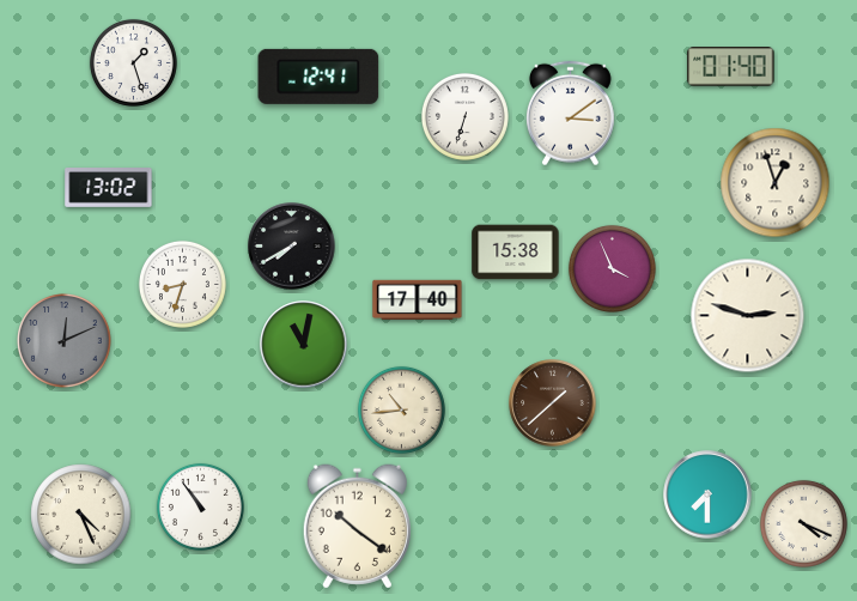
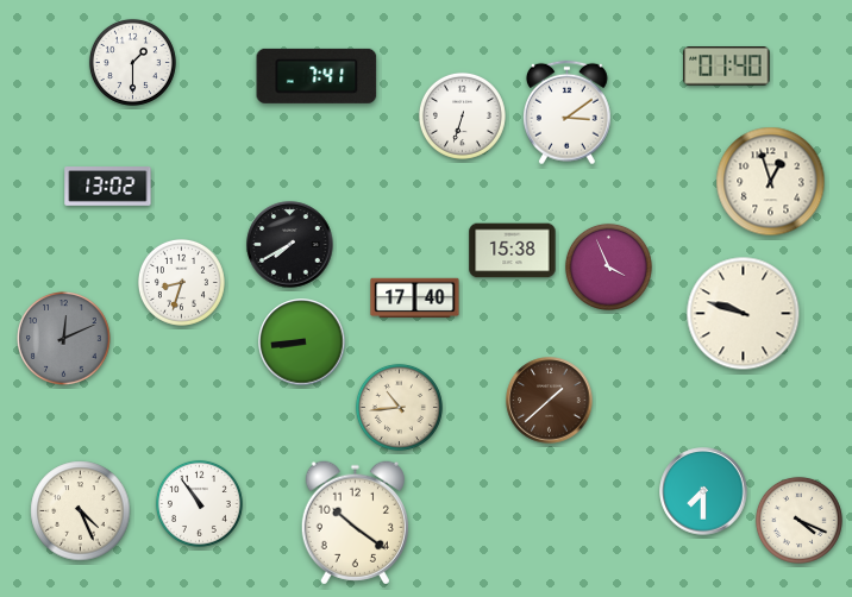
clock at (133, 62): 1:27 -> 1:30
clock at (318, 77): 12:41 -> 7:41
clock at (748, 316): 2:48 -> 9:48
clock at (304, 345): 11:02 -> 8:44
